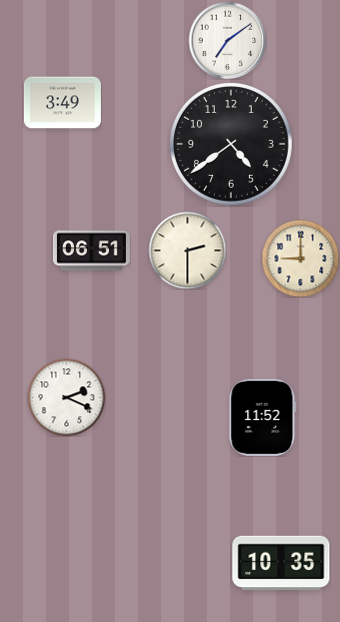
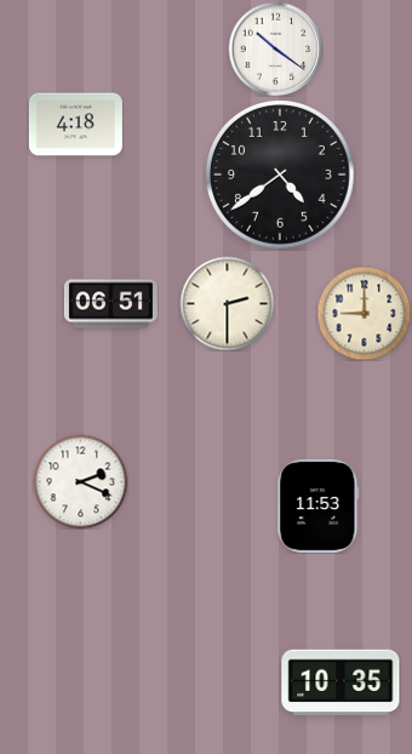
clock at (227, 40): 7:09 -> 10:21
clock at (62, 103): 3:49 -> 4:18
clock at (263, 417): 11:52 -> 11:53
